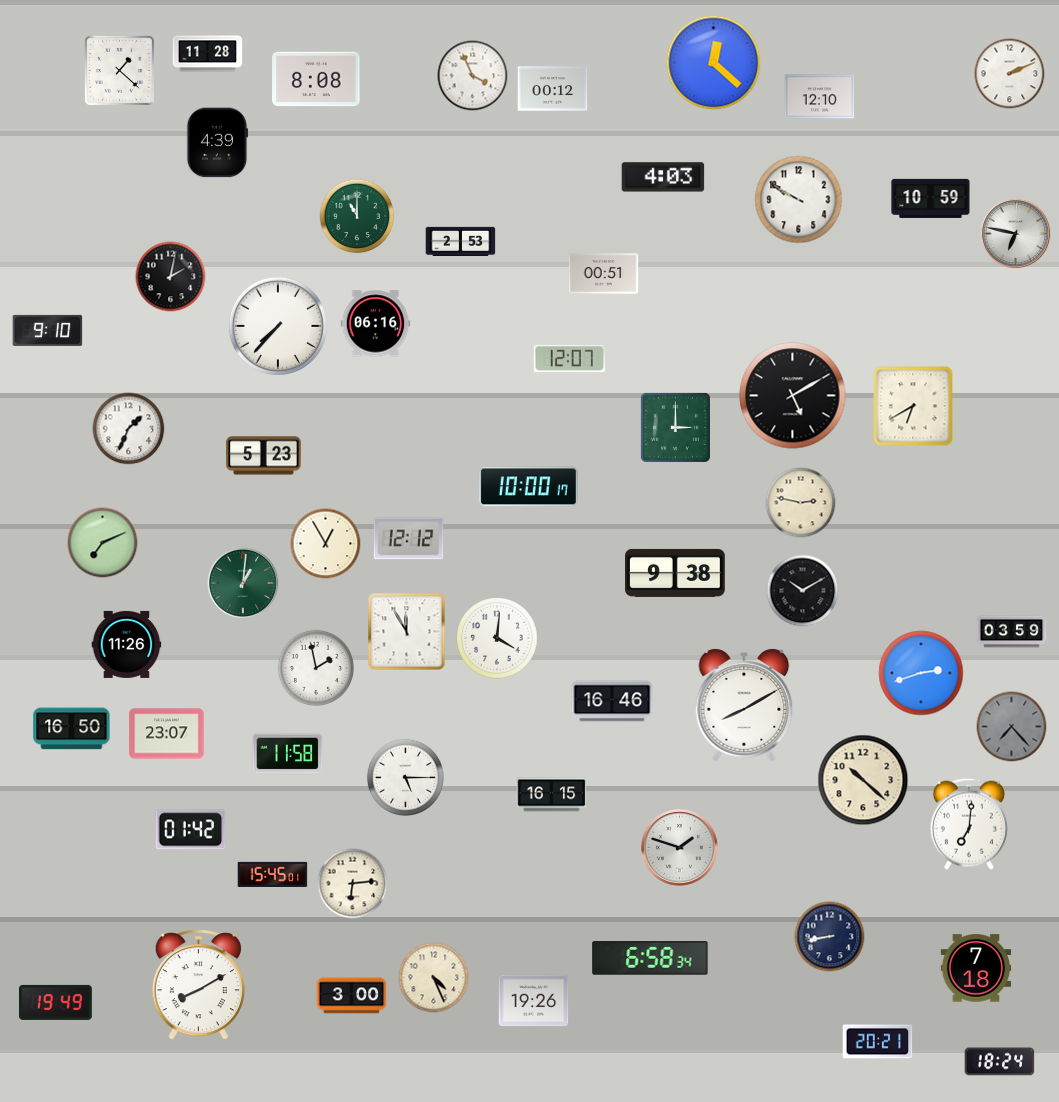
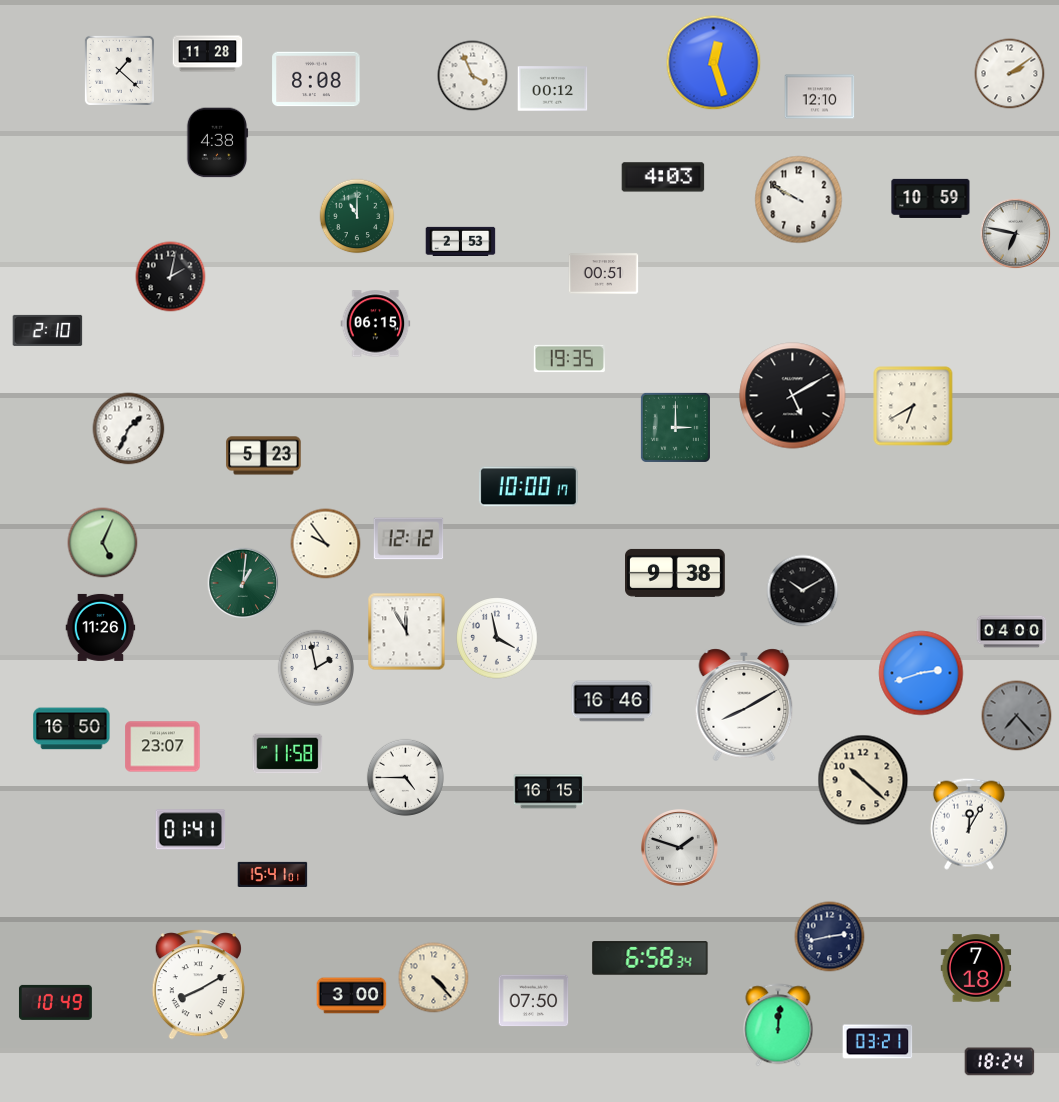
clock at (714, 63): 12:22 -> 12:27
clock at (1010, 74): 2:11 -> 2:09
clock at (217, 143): 4:39 -> 4:38
clock at (376, 324): 06:16 -> 06:15
clock at (278, 326): 7:37 -> none
clock at (48, 330): 9:10 -> 2:10
clock at (569, 359): 12:07 -> 19:35
clock at (801, 503): 2:47 -> none
clock at (103, 543): 7:11 -> 5:04
clock at (326, 544): 12:55 -> 9:54
clock at (1012, 632): 03:59 -> 04:00
clock at (497, 638): 4:01 -> 3:58
clock at (127, 644) position: (127, 644) -> (101, 627)
clock at (1012, 727) position: (1012, 727) -> (1017, 716)
clock at (167, 734) position: (167, 734) -> (163, 747)
clock at (405, 777): 5:15 -> 4:45
clock at (552, 795) position: (552, 795) -> (549, 792)
clock at (969, 824): 7:01 -> 12:05
clock at (191, 830): 01:42 -> 01:41
clock at (273, 874): 15:45 -> 15:41
clock at (353, 884): 6:14 -> none
clock at (830, 937): 8:43 -> 2:43
clock at (434, 978): 4:26 -> 4:23
clock at (534, 1001): 19:26 -> 07:50
clock at (55, 1002): 19:49 -> 10:49
clock at (778, 1025): none -> 12:01
clock at (878, 1042): 20:21 -> 03:21
